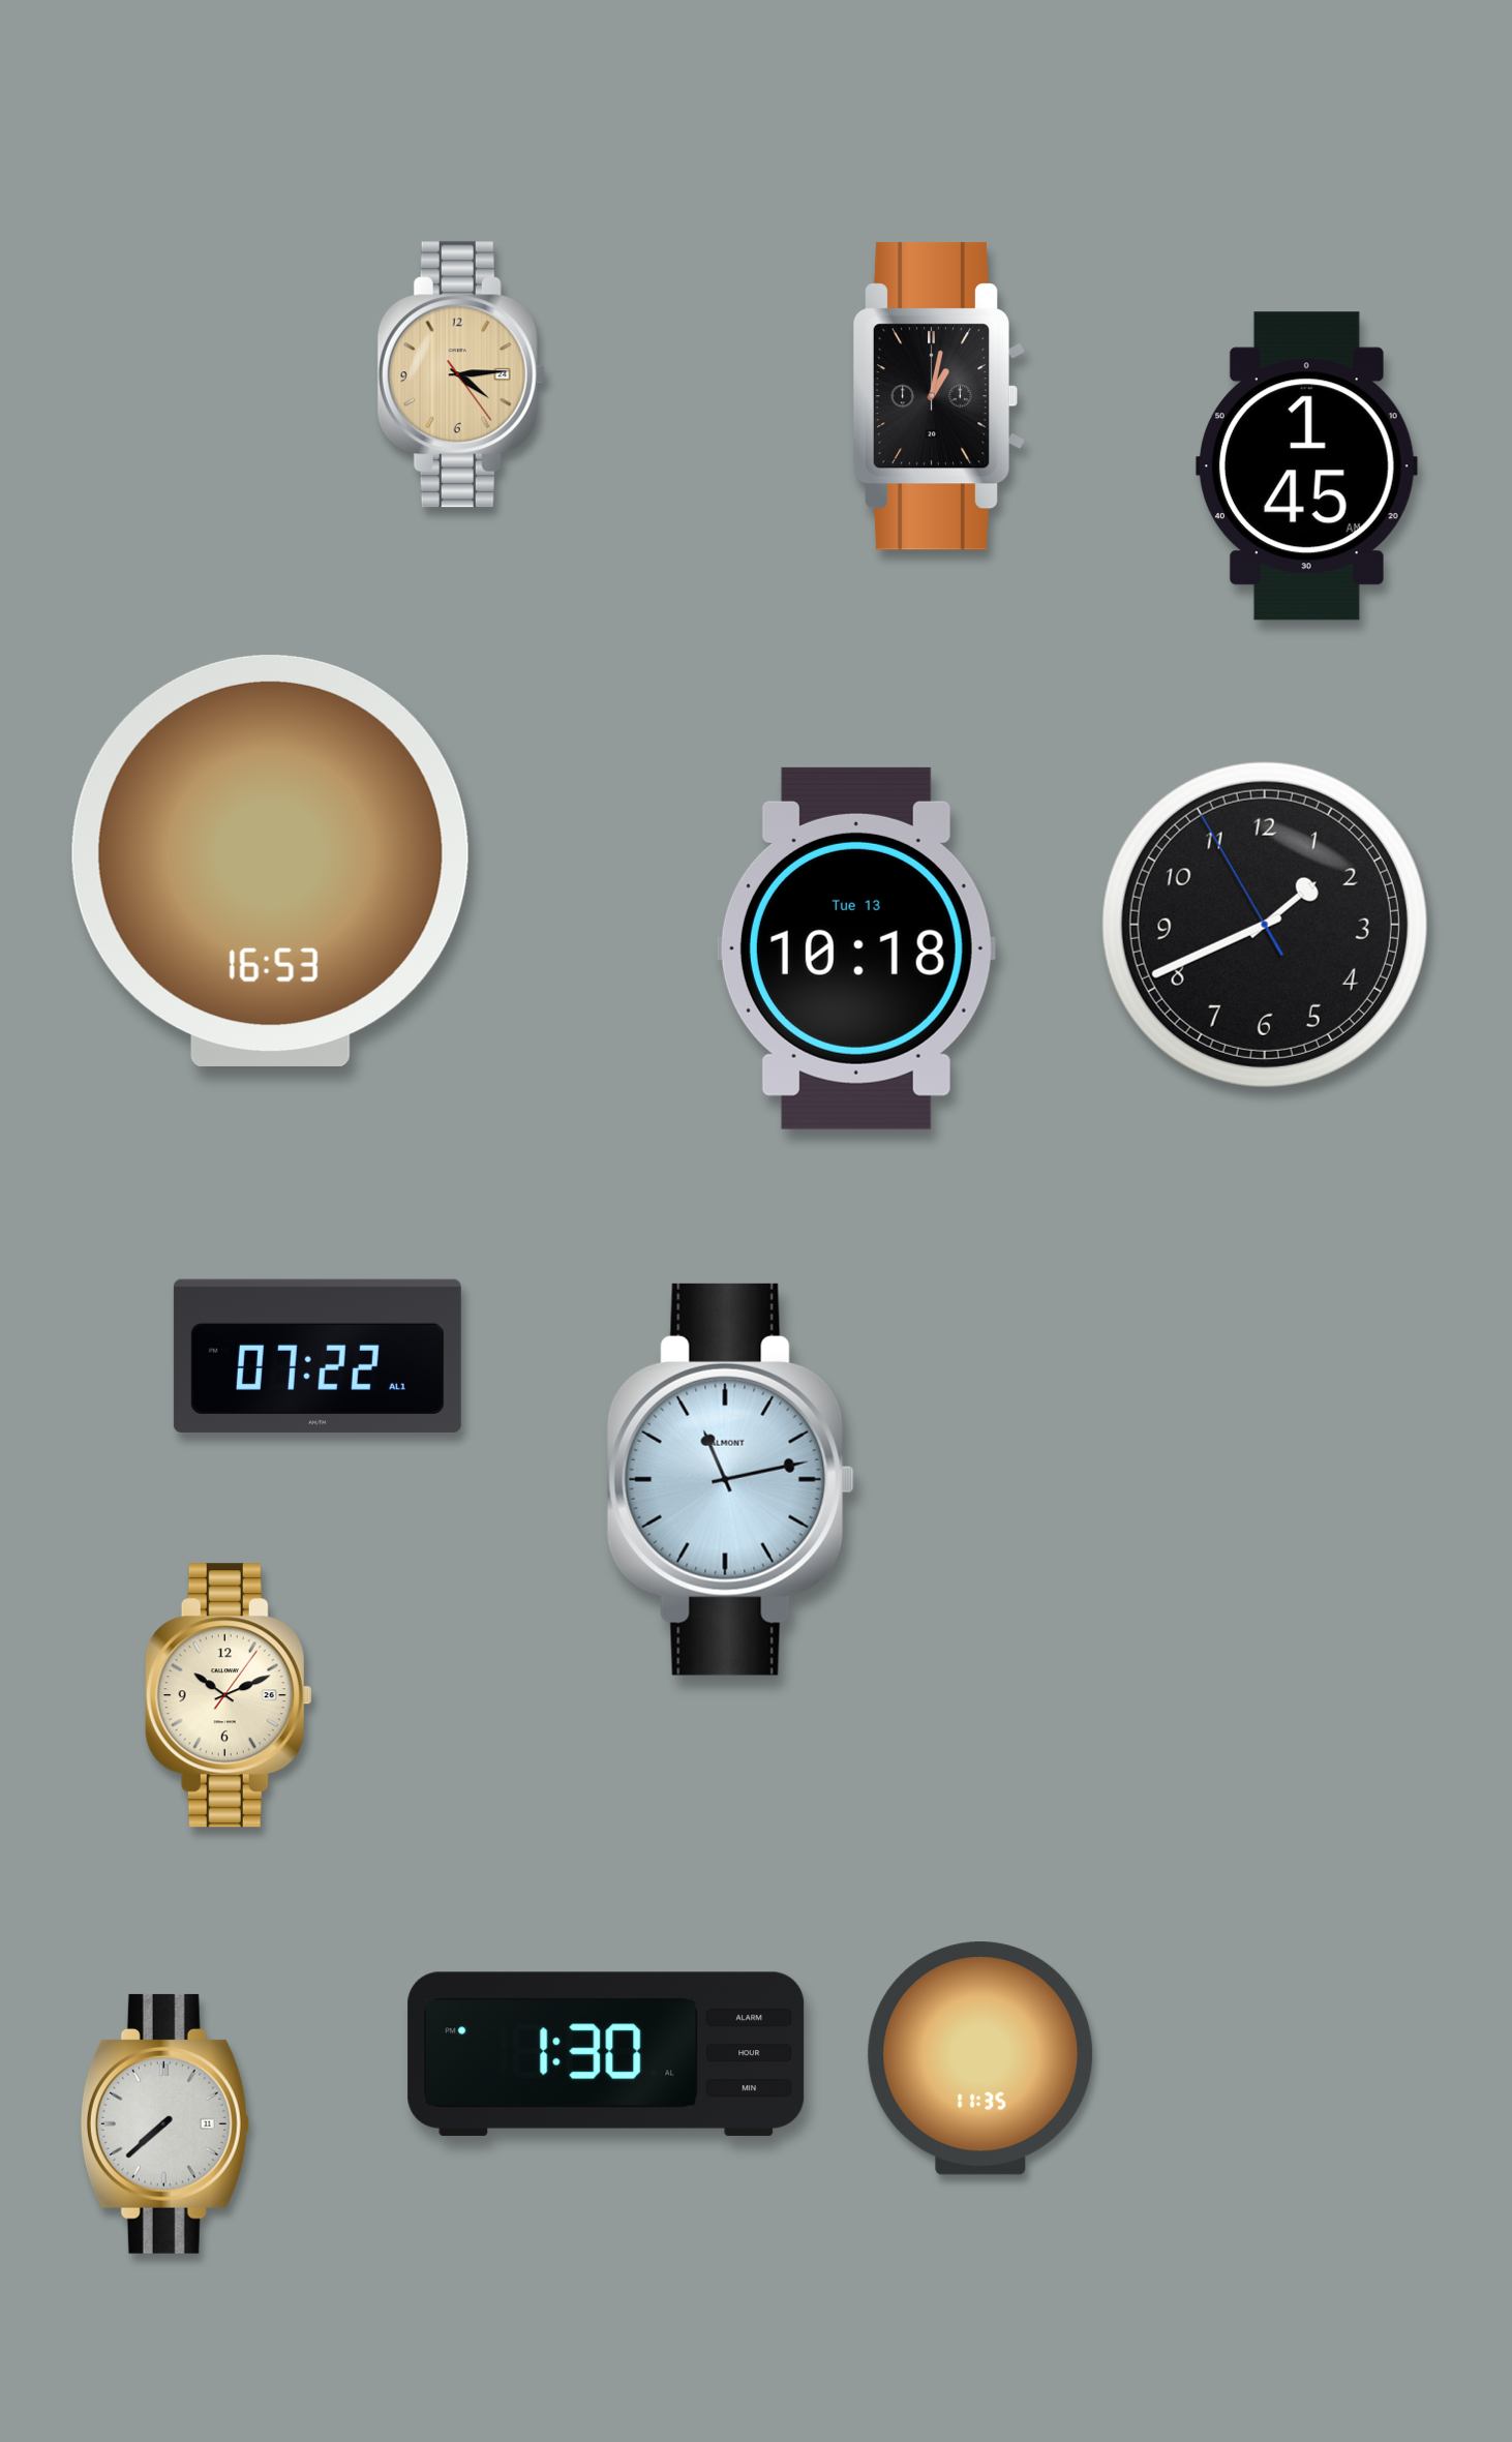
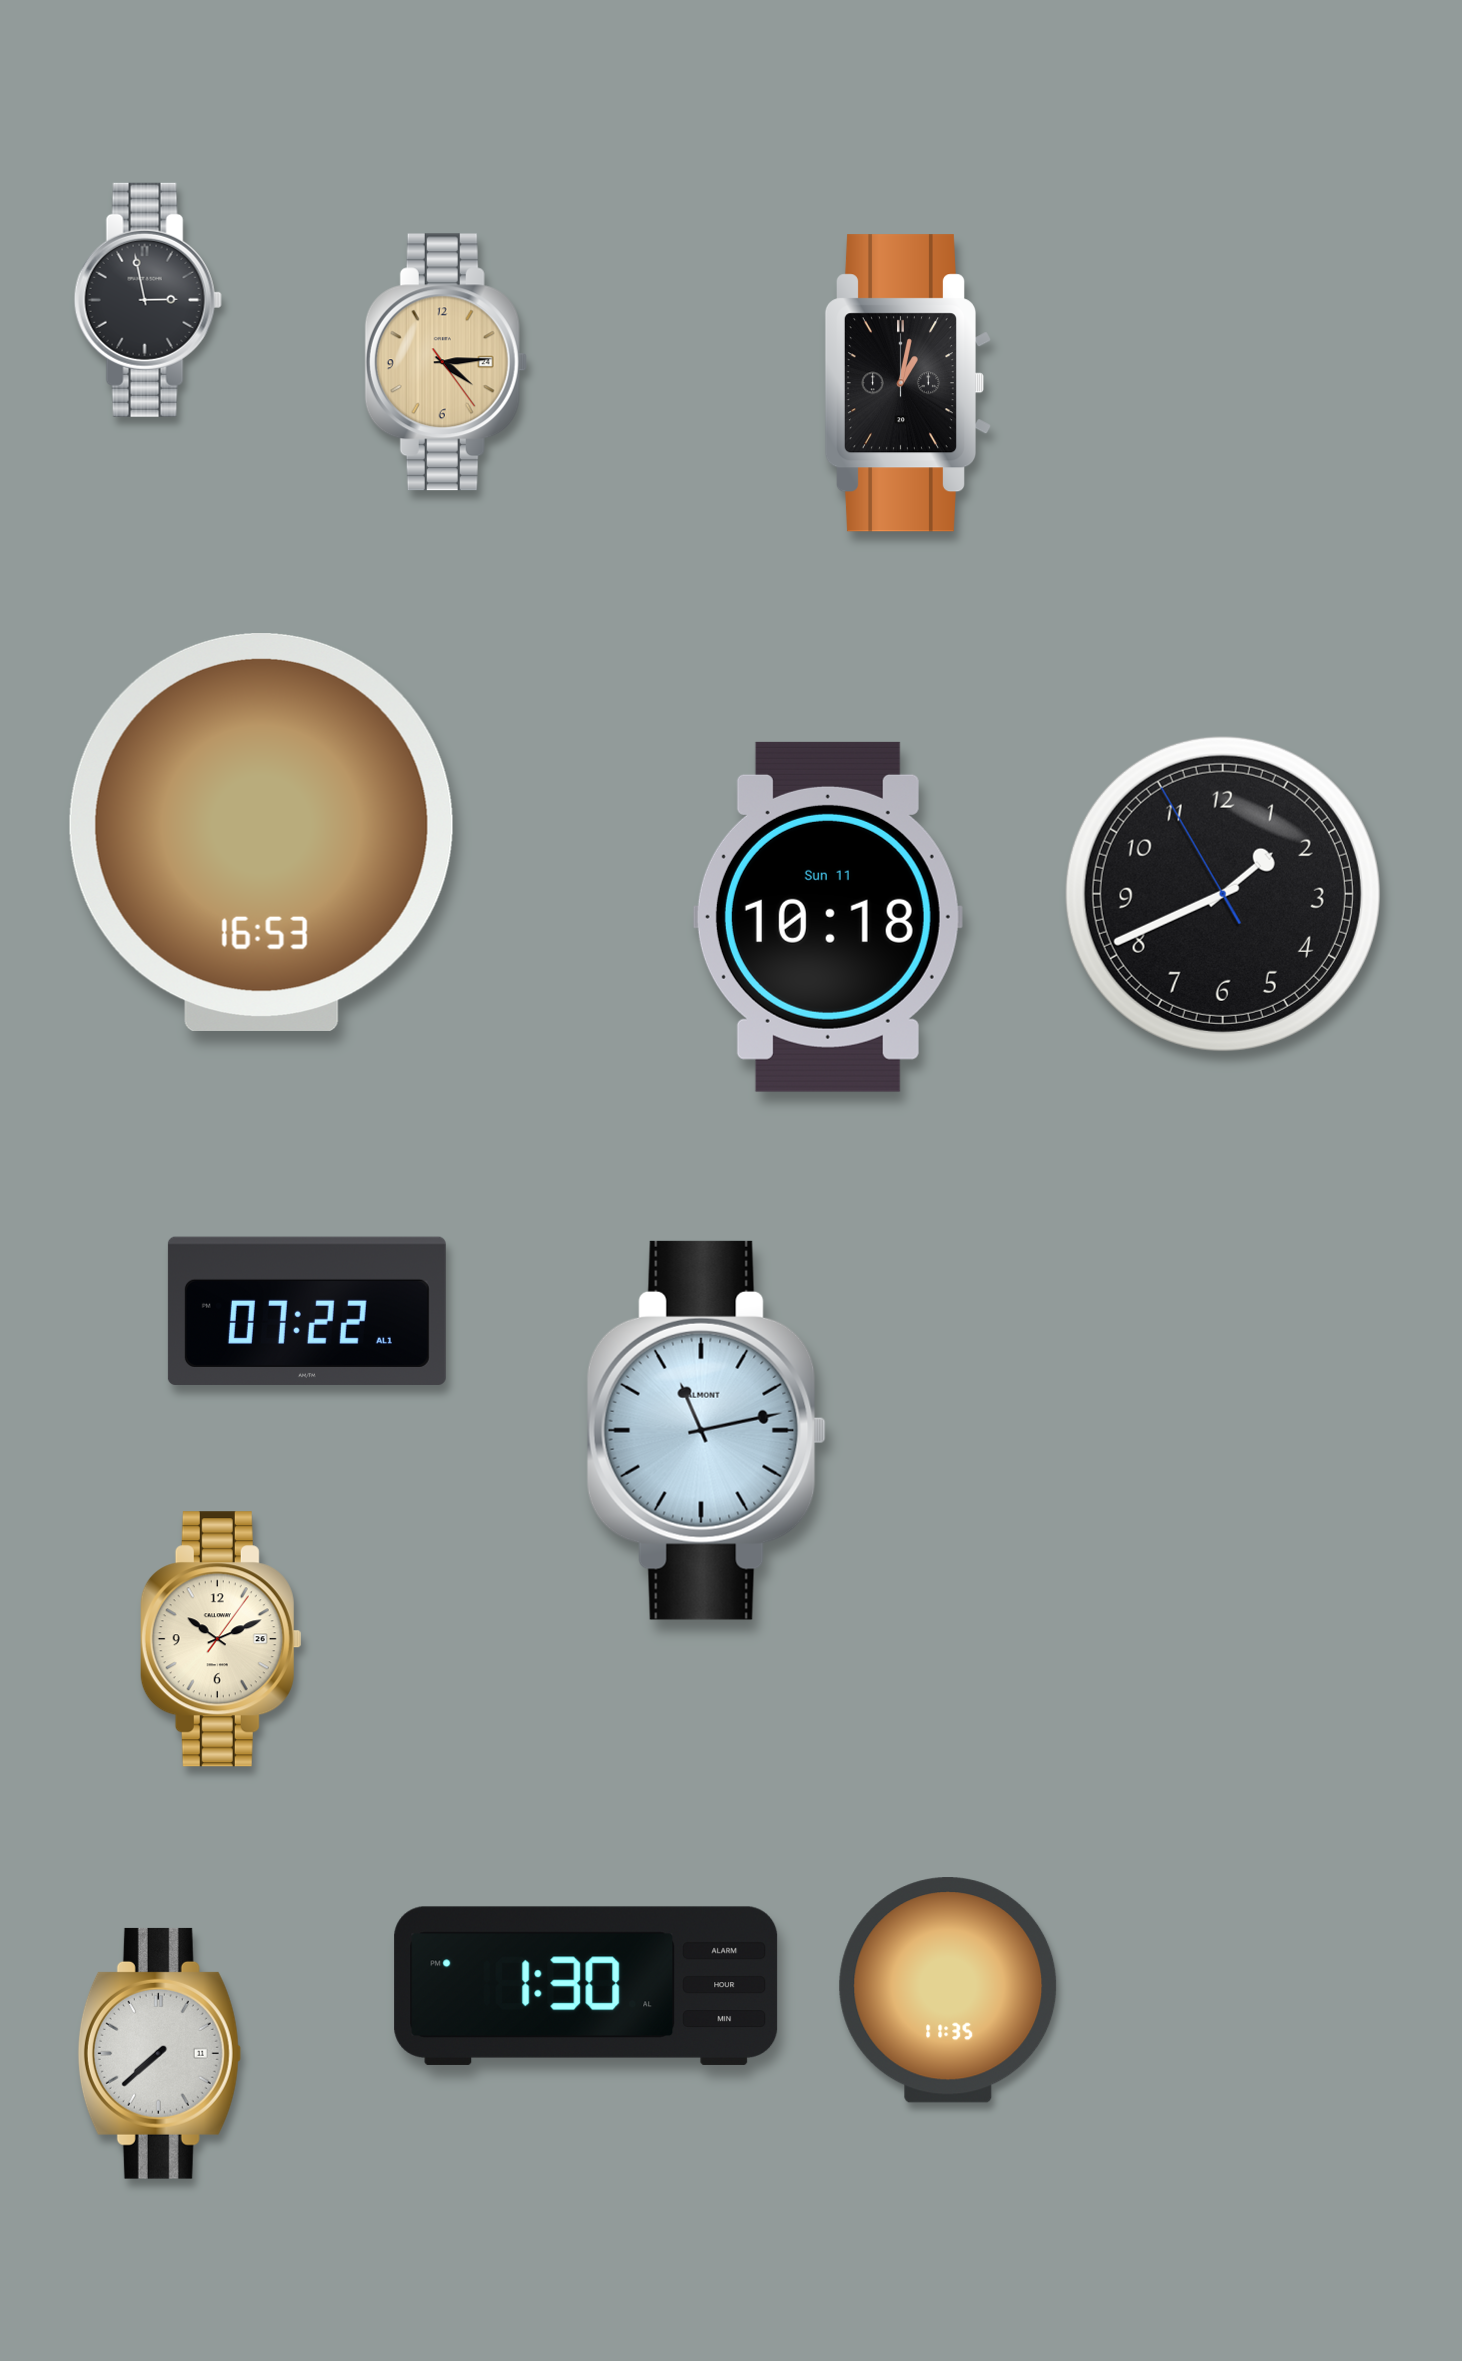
clock at (148, 300): none -> 2:58
clock at (1306, 466): 1:45 -> none
clock at (856, 948) date: Tue 13 -> Sun 11
